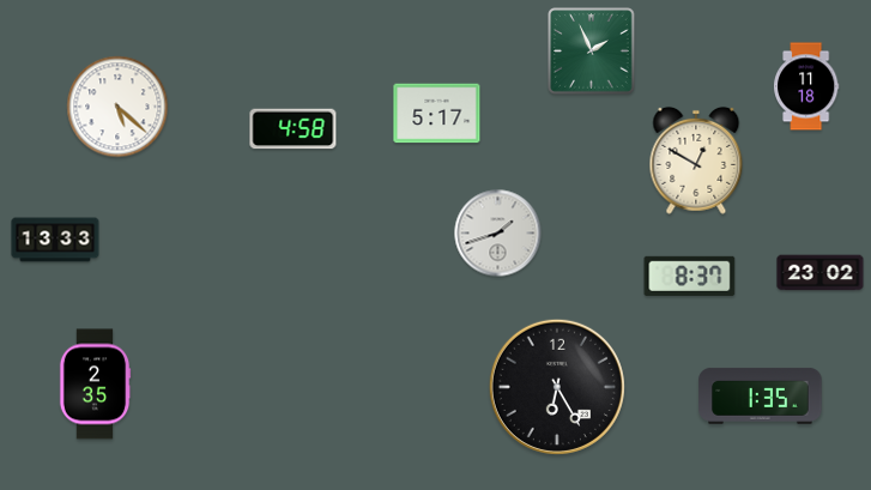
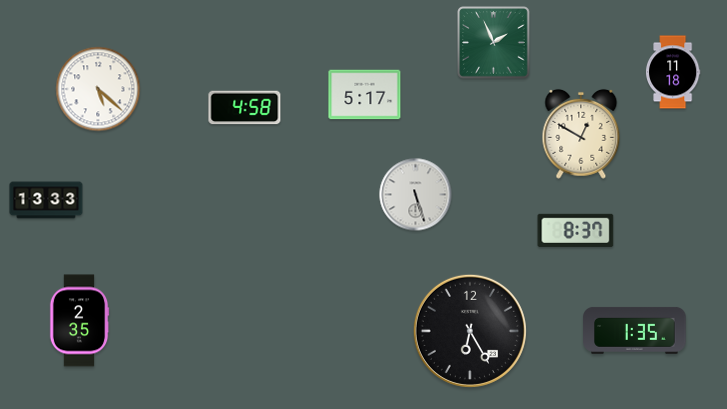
clock at (498, 234): 1:42 -> 5:27
clock at (821, 273): 23:02 -> none
clock at (557, 387) position: (557, 387) -> (470, 331)
